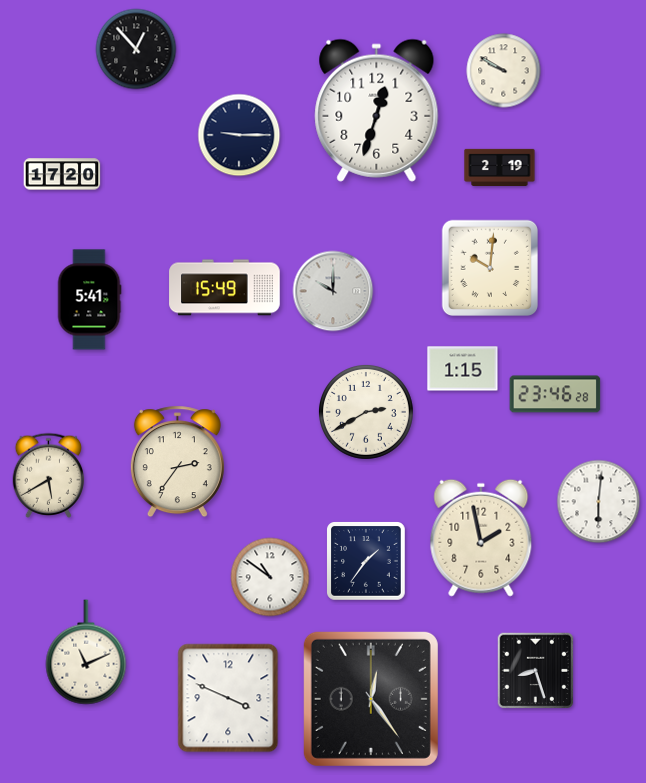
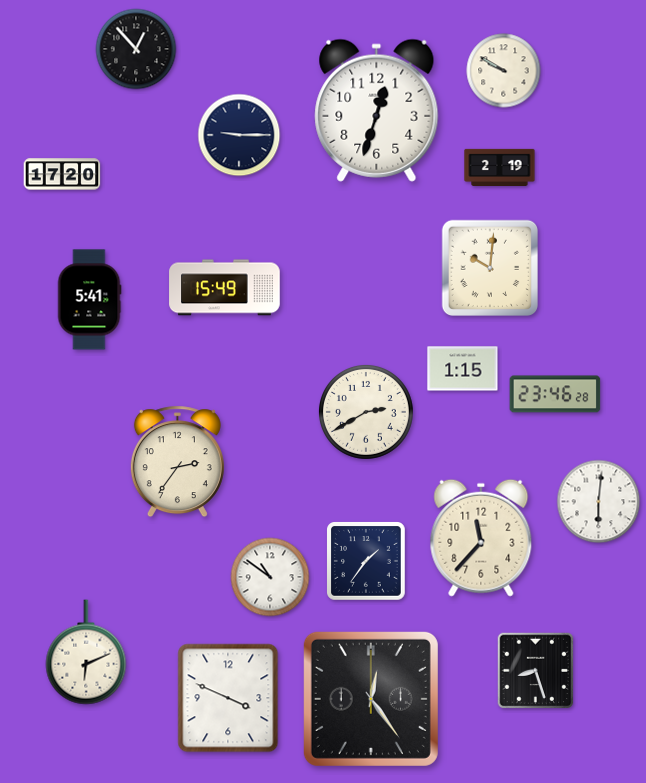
clock at (333, 291): 10:00 -> none
clock at (49, 475): 5:40 -> none
clock at (481, 538): 1:58 -> 11:37
clock at (86, 652): 11:11 -> 6:11
